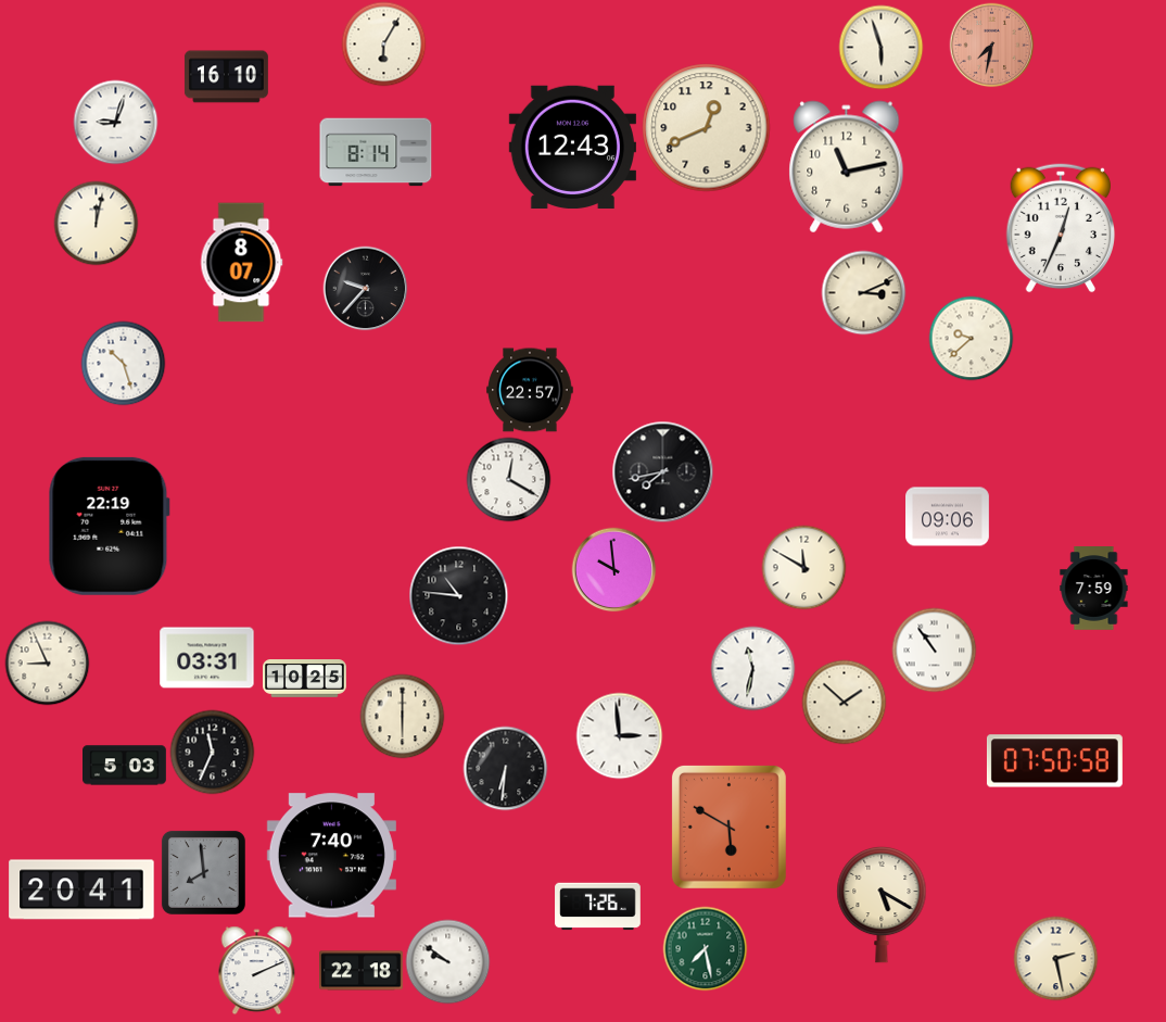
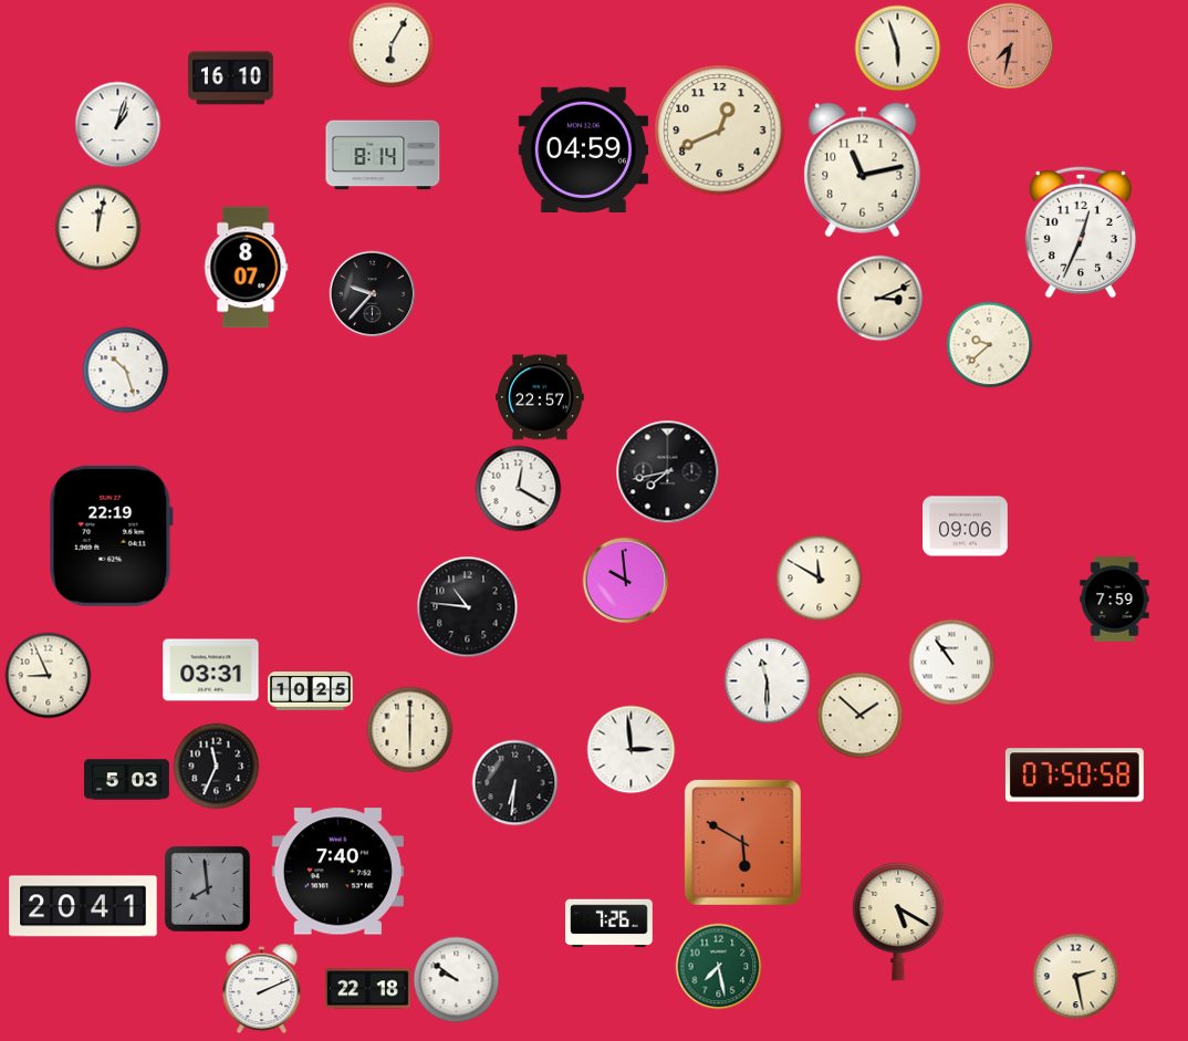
clock at (115, 122): 9:03 -> 1:03
clock at (572, 147): 12:43 -> 04:59
clock at (662, 471) position: (662, 471) -> (667, 471)
clock at (752, 668): 11:32 -> 11:30
